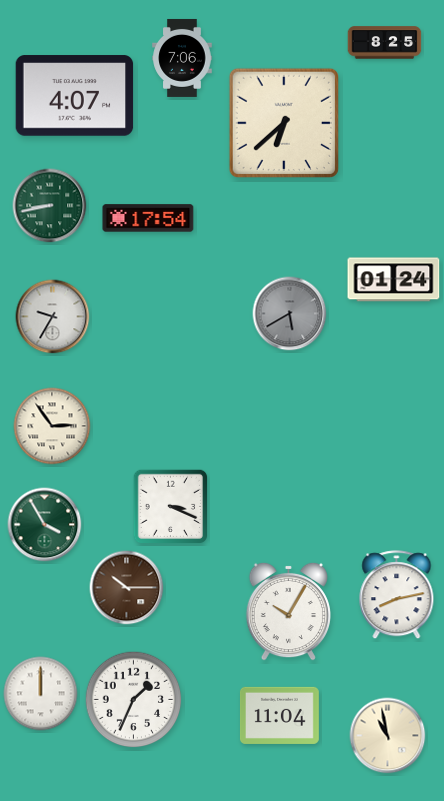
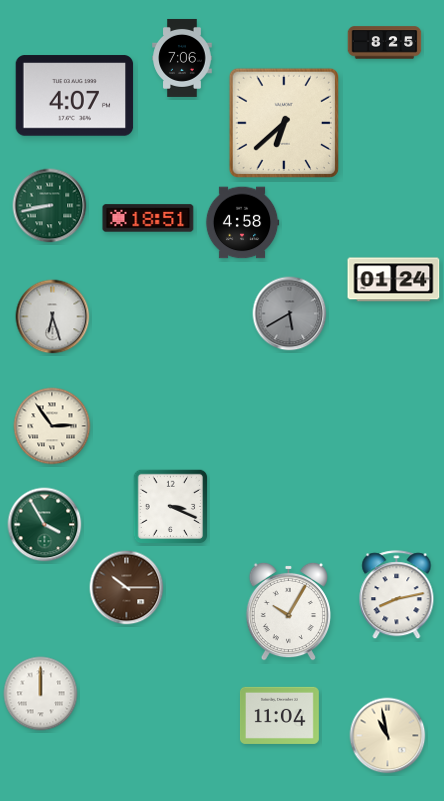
clock at (148, 218): 17:54 -> 18:51
clock at (242, 223): none -> 4:58
clock at (53, 317): 9:35 -> 6:27
clock at (134, 700): 1:34 -> none
